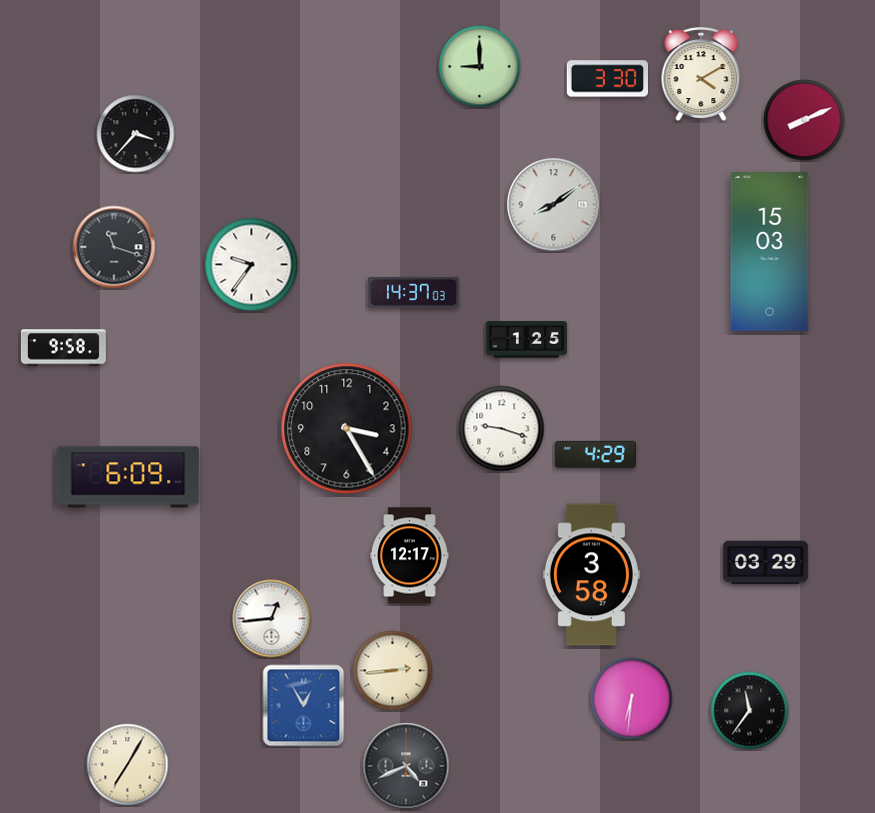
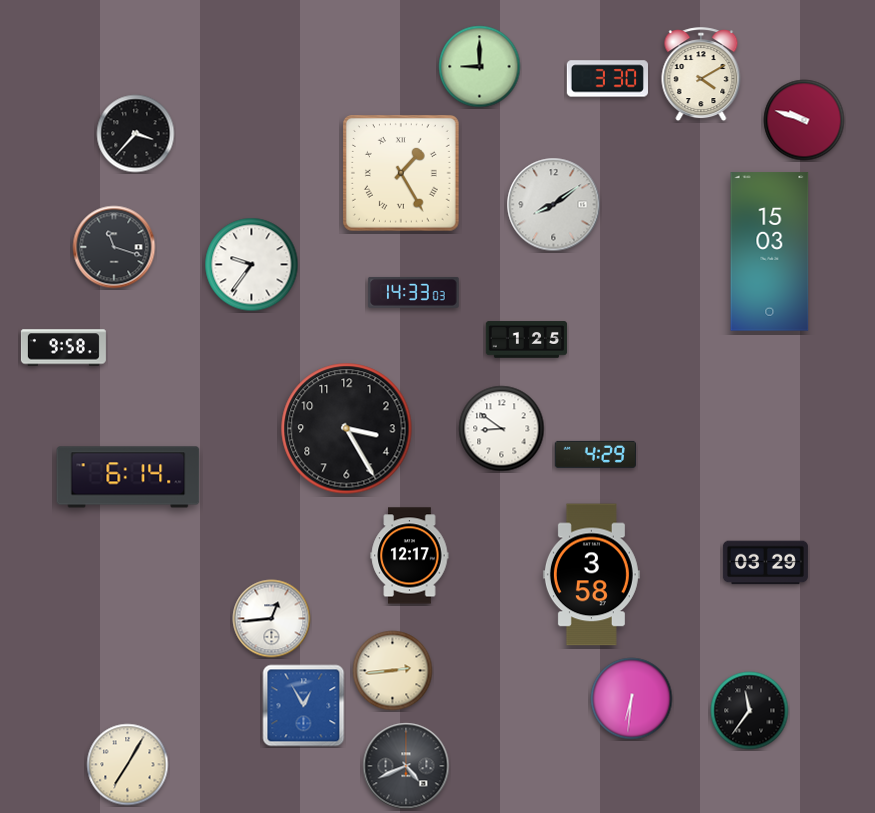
clock at (804, 120): 8:11 -> 9:48
clock at (402, 174): none -> 1:25
clock at (414, 293): 14:37 -> 14:33
clock at (502, 429): 9:18 -> 8:51
clock at (128, 477): 6:09 -> 6:14
